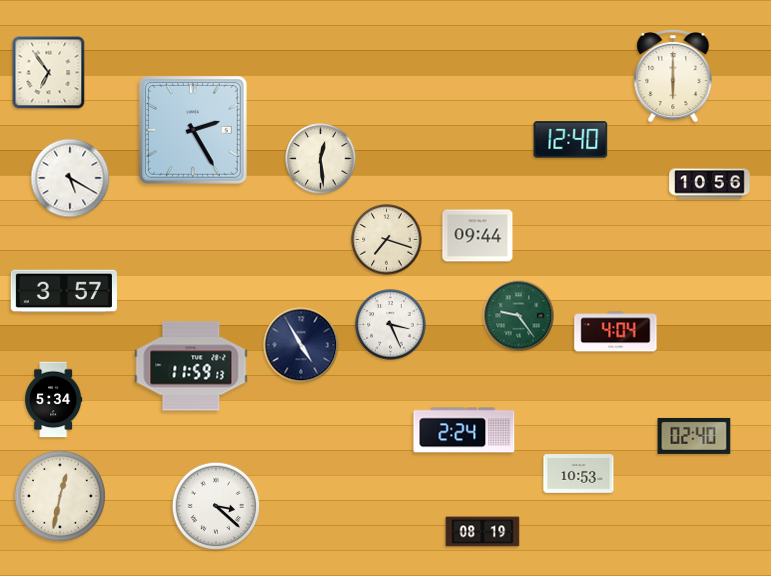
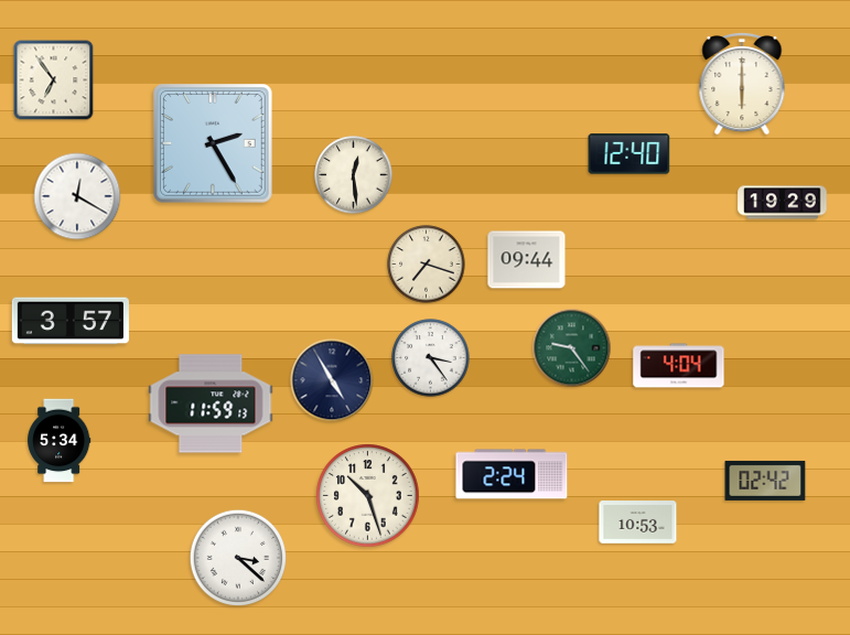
clock at (70, 178): 5:20 -> 12:20
clock at (710, 184): 10:56 -> 19:29
clock at (391, 325): 3:26 -> 3:24
clock at (694, 436): 02:40 -> 02:42
clock at (368, 496): none -> 10:27
clock at (60, 496): 12:32 -> none
clock at (483, 532): 08:19 -> none
